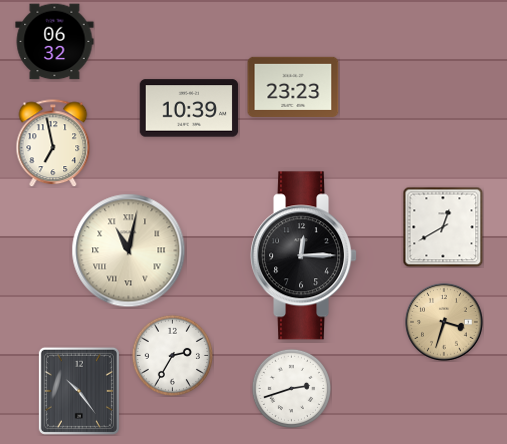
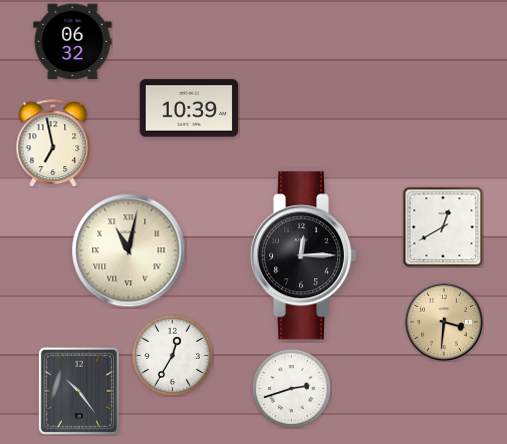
clock at (55, 42) position: (55, 42) -> (73, 42)
clock at (293, 87): 23:23 -> none
clock at (444, 322): 3:33 -> 3:31
clock at (172, 355): 2:35 -> 12:35
